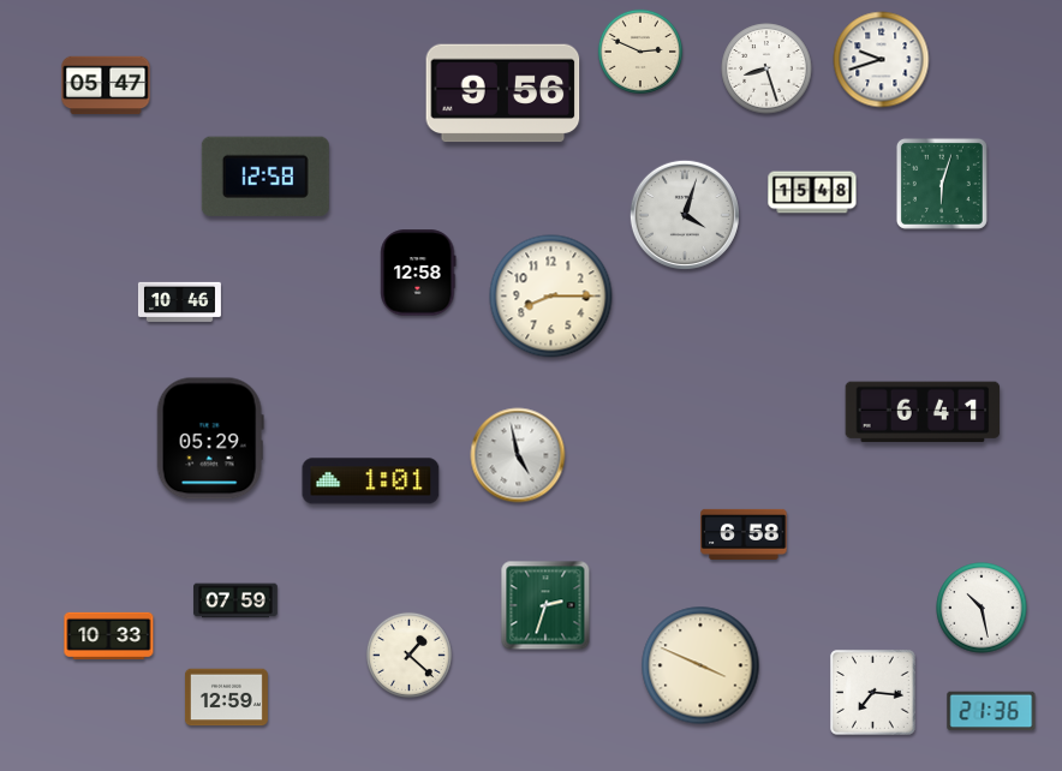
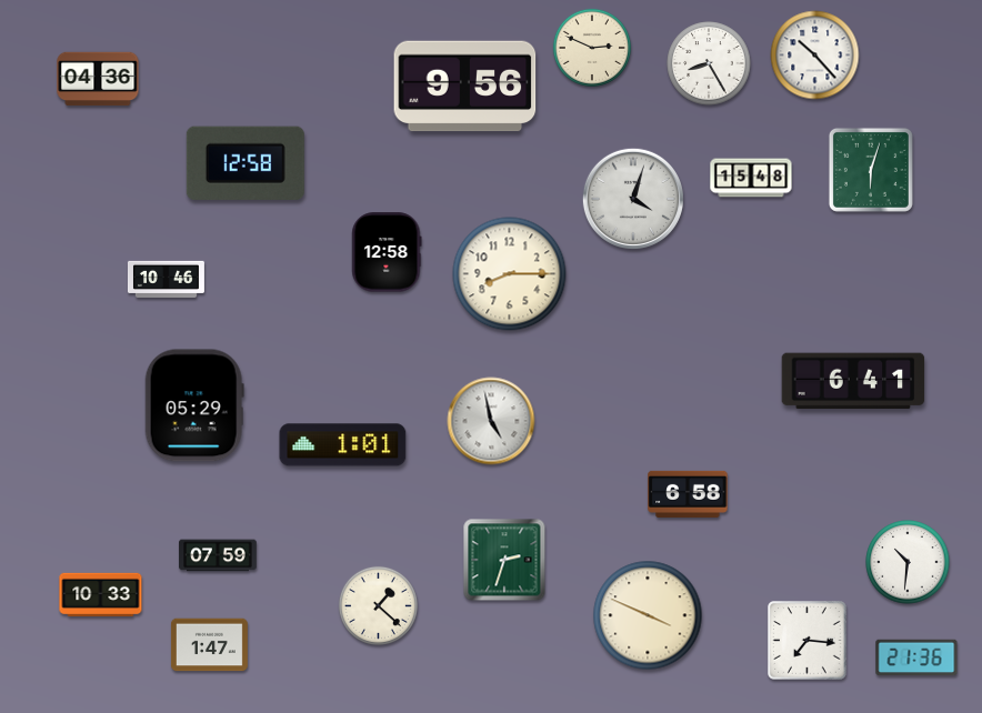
clock at (882, 60): 9:42 -> 10:23
clock at (766, 68): 8:27 -> 8:25
clock at (106, 85): 05:47 -> 04:36
clock at (518, 455) position: (518, 455) -> (491, 421)
clock at (982, 608): 10:28 -> 10:31
clock at (109, 635) position: (109, 635) -> (101, 594)
clock at (226, 698): 12:59 -> 1:47
